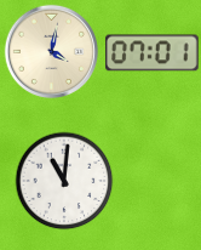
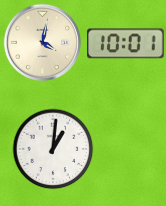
clock at (153, 53): 07:01 -> 10:01
clock at (64, 181): 11:01 -> 1:01
